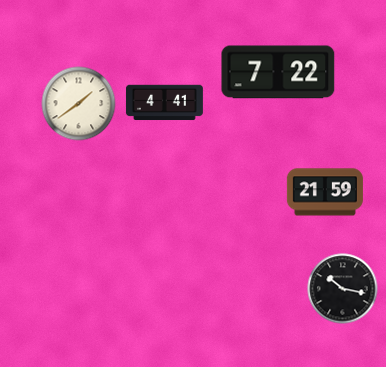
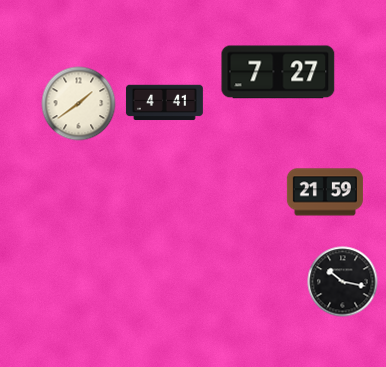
clock at (278, 72): 7:22 -> 7:27
clock at (343, 289) position: (343, 289) -> (343, 282)
